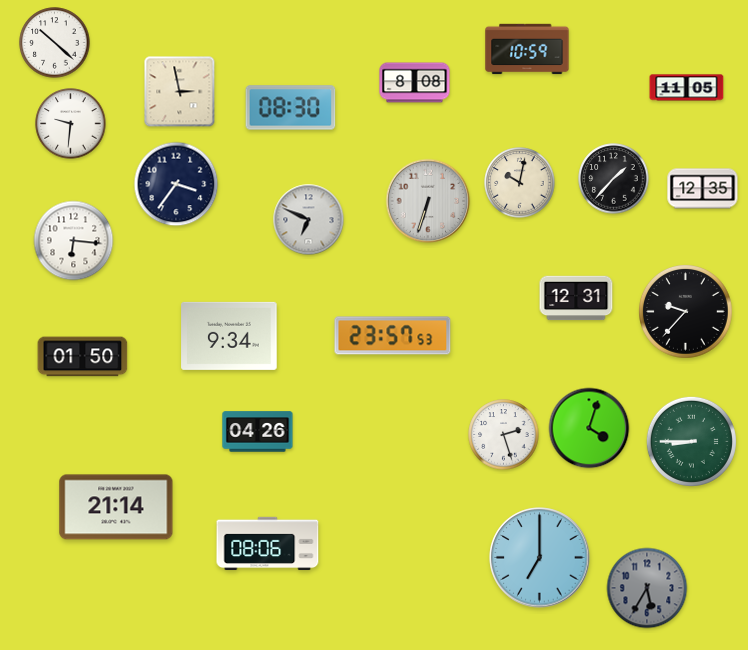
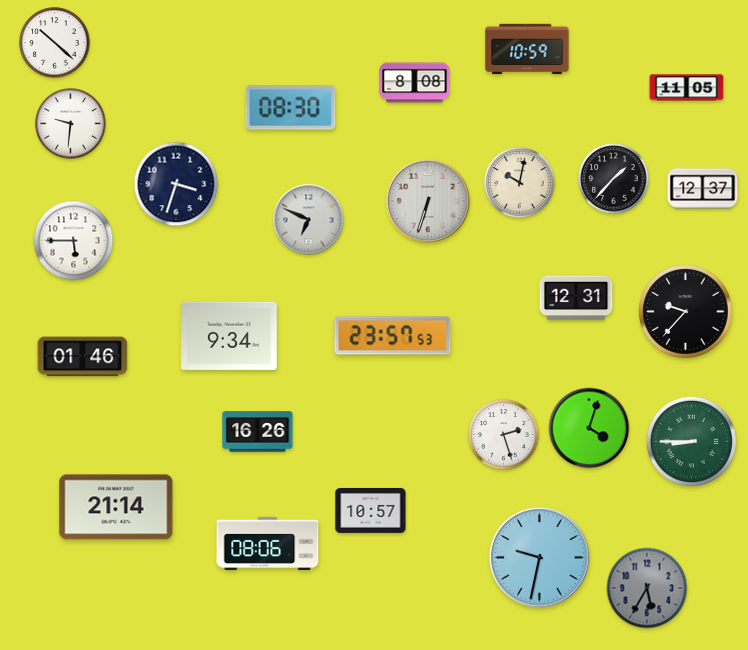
clock at (180, 92): 2:58 -> none
clock at (176, 184): 3:36 -> 3:33
clock at (703, 189): 12:35 -> 12:37
clock at (74, 241): 6:16 -> 5:45
clock at (83, 357): 01:50 -> 01:46
clock at (258, 432): 04:26 -> 16:26
clock at (371, 510): none -> 10:57
clock at (540, 558): 7:00 -> 9:32
